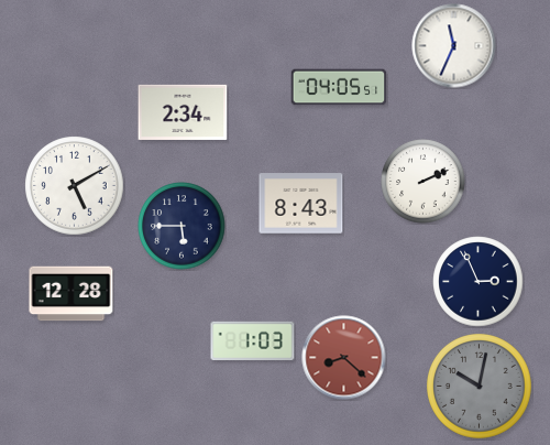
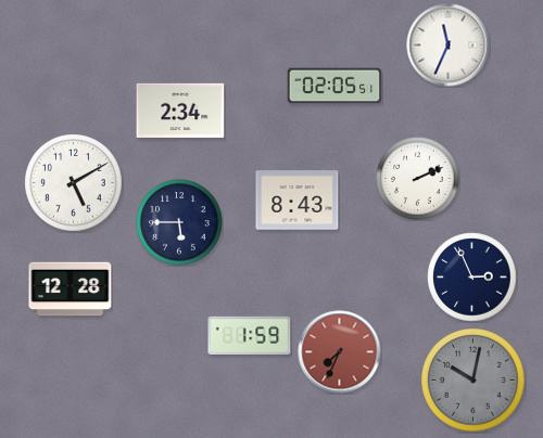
clock at (339, 87): 04:05 -> 02:05
clock at (253, 340): 1:03 -> 1:59
clock at (344, 358): 8:22 -> 7:34
